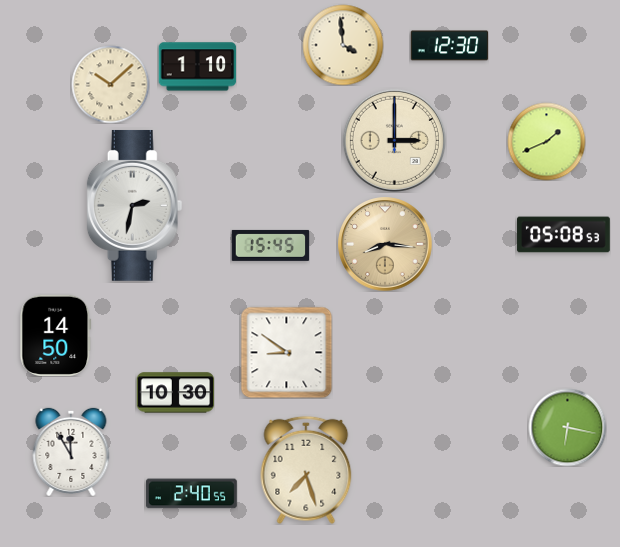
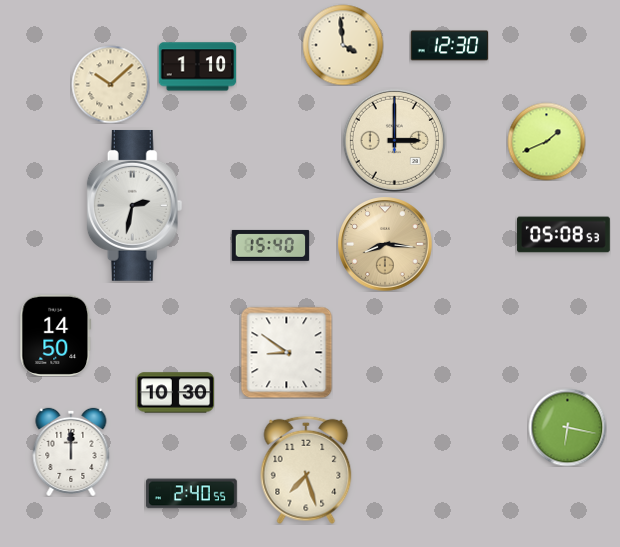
clock at (270, 245): 15:45 -> 15:40
clock at (71, 452): 11:55 -> 12:00
